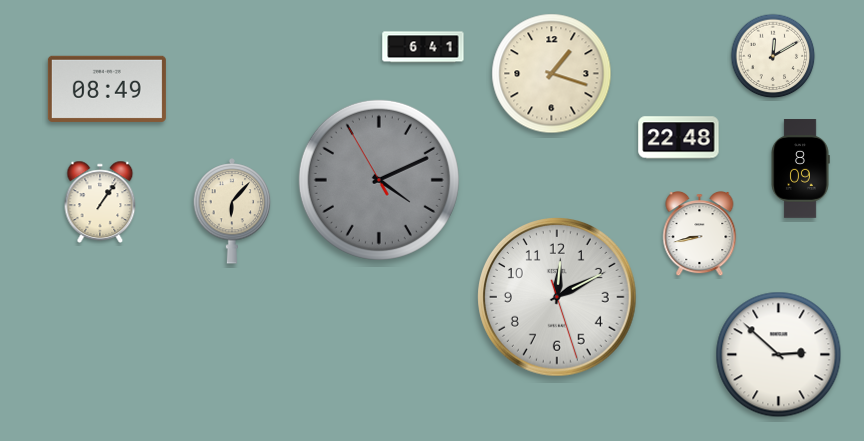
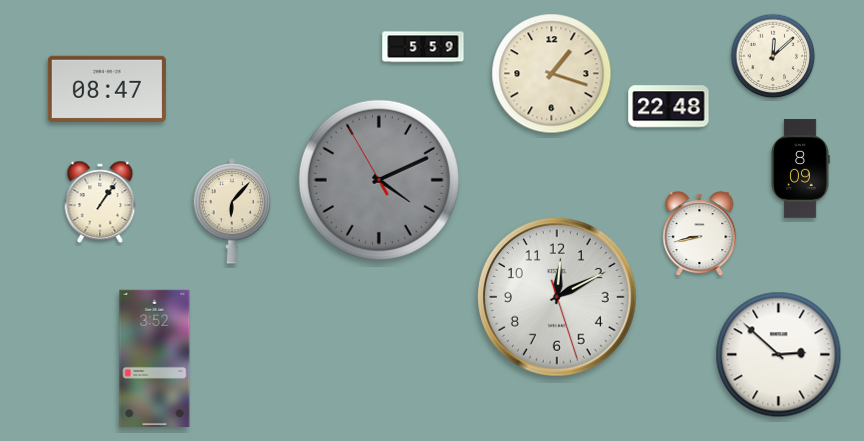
clock at (423, 47): 6:41 -> 5:59
clock at (773, 56): 12:10 -> 12:08
clock at (107, 89): 08:49 -> 08:47
clock at (679, 138) position: (679, 138) -> (669, 107)
clock at (155, 358): none -> 3:52
